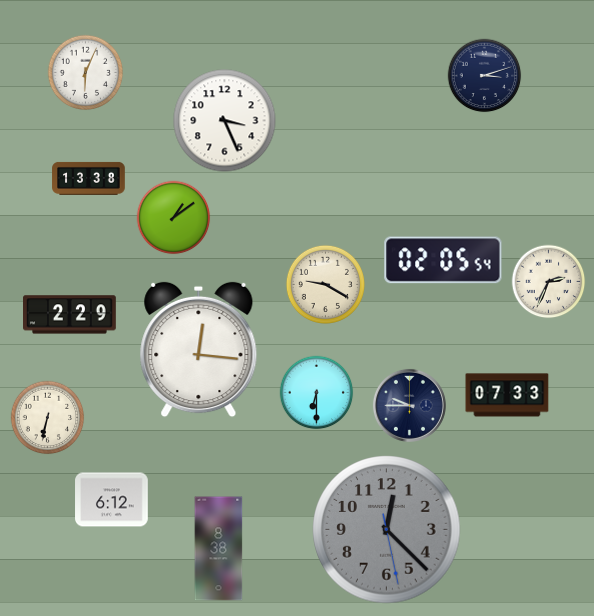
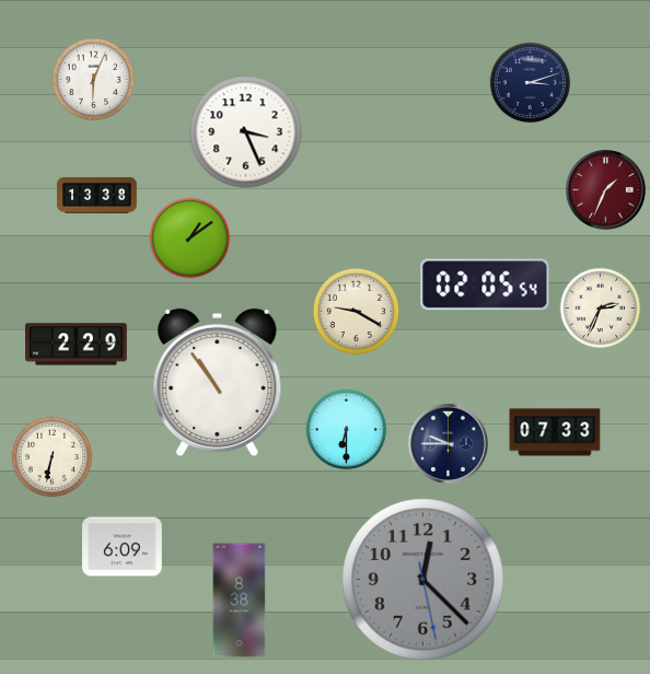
clock at (605, 189): none -> 1:34
clock at (199, 350): 12:16 -> 10:54
clock at (112, 500): 6:12 -> 6:09
